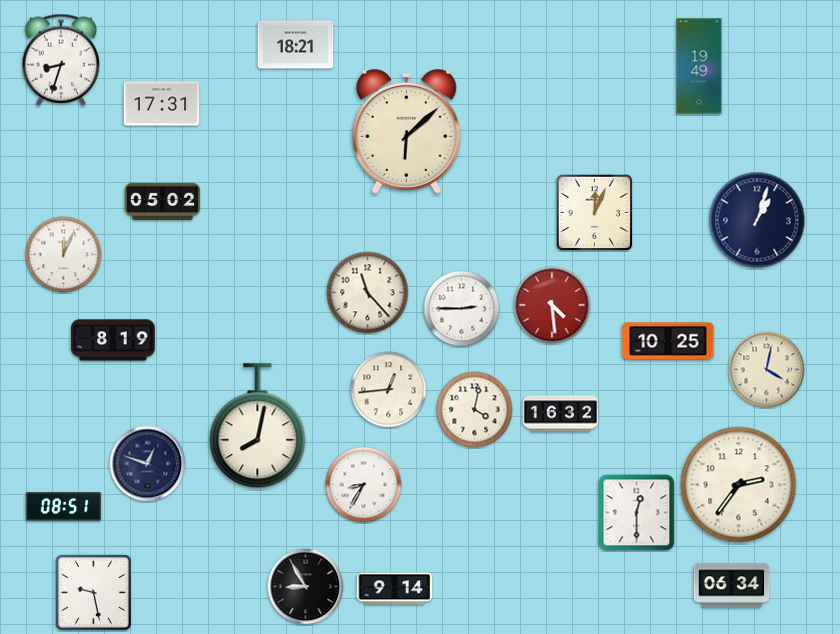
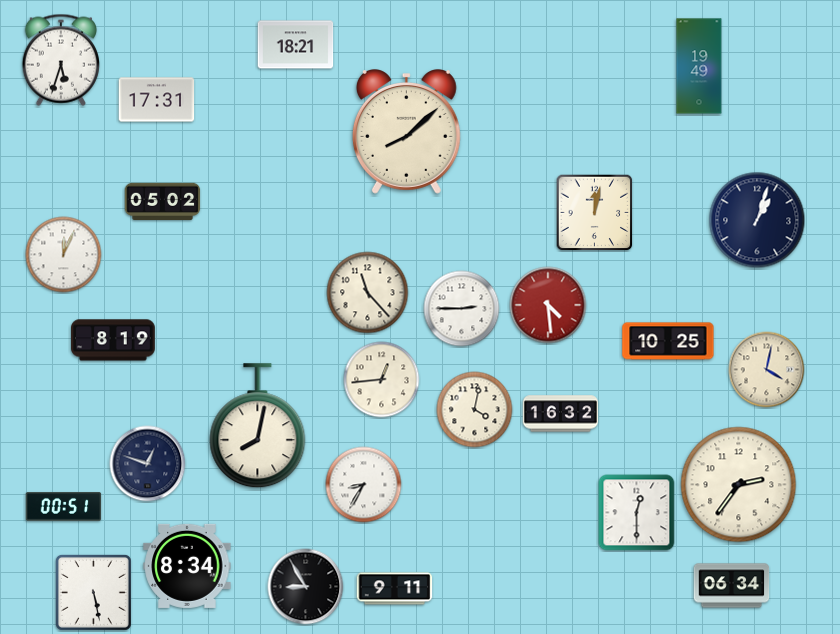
clock at (61, 60): 8:33 -> 5:33
clock at (162, 104) position: (162, 104) -> (157, 100)
clock at (406, 132): 6:08 -> 8:08
clock at (595, 213): 12:04 -> 12:02
clock at (552, 305) position: (552, 305) -> (548, 305)
clock at (389, 390) position: (389, 390) -> (382, 380)
clock at (64, 507): 08:51 -> 00:51
clock at (187, 566): none -> 8:34
clock at (395, 589): 9:14 -> 9:11
clock at (93, 592): 9:28 -> 5:28
